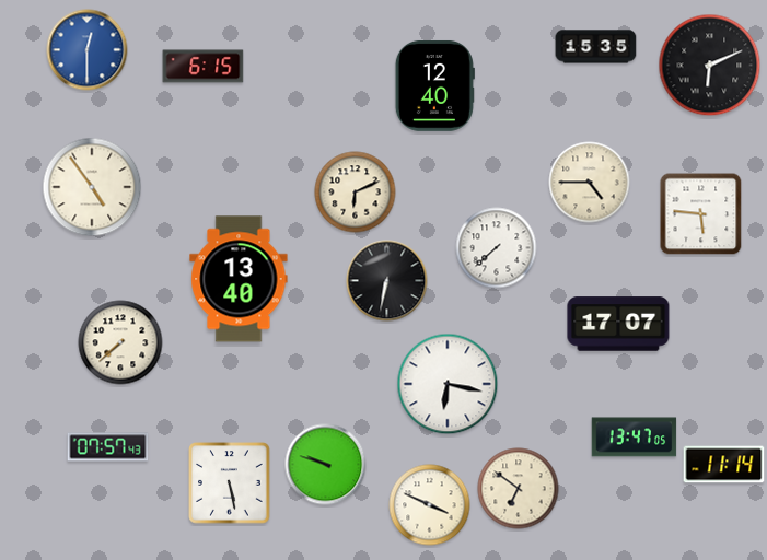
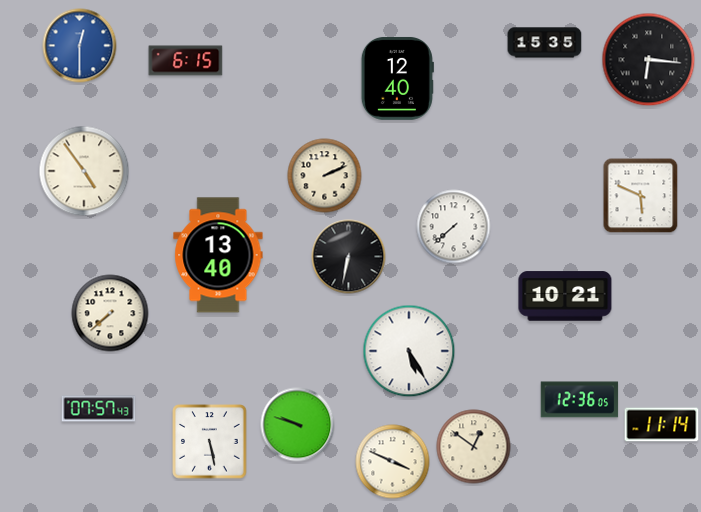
clock at (710, 66): 6:11 -> 6:16
clock at (590, 183): 4:45 -> none
clock at (356, 192): 6:11 -> 2:11
clock at (701, 214): 5:46 -> 5:49
clock at (387, 281) position: (387, 281) -> (349, 257)
clock at (618, 324): 17:07 -> 10:21
clock at (448, 384): 6:17 -> 5:25
clock at (635, 437): 13:47 -> 12:36
clock at (519, 489): 6:51 -> 12:51
